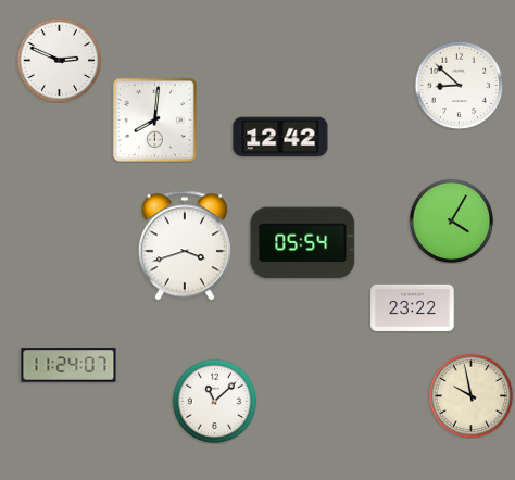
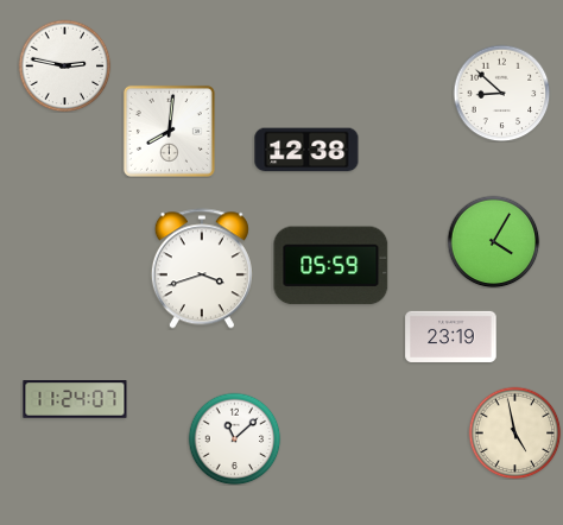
clock at (59, 60): 2:49 -> 2:47
clock at (280, 137): 12:42 -> 12:38
clock at (303, 243): 05:54 -> 05:59
clock at (413, 307): 23:22 -> 23:19
clock at (470, 395): 9:58 -> 4:58
